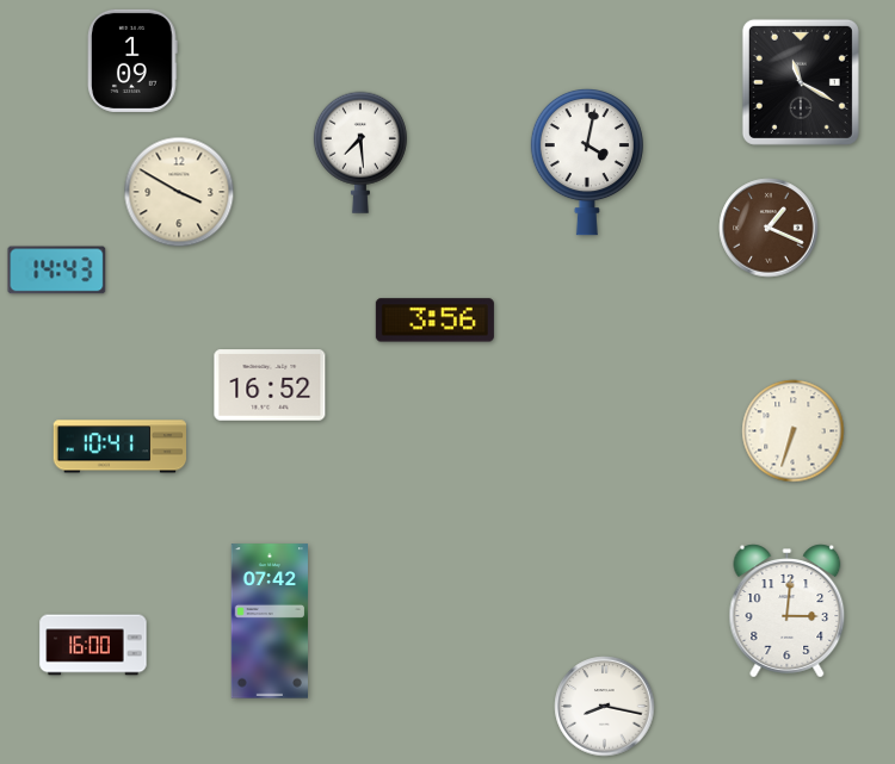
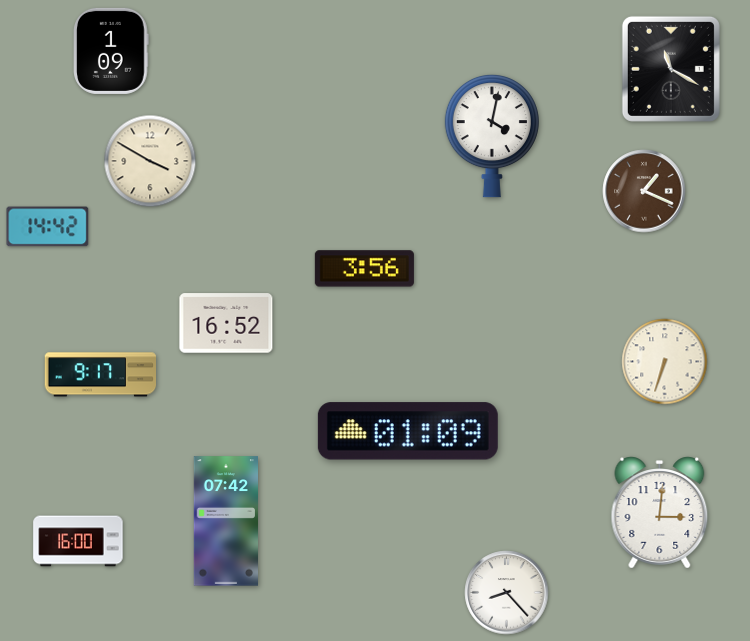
clock at (360, 153): 7:29 -> none
clock at (57, 271): 14:43 -> 14:42
clock at (121, 447): 10:41 -> 9:17
clock at (408, 431): none -> 01:09
clock at (605, 707): 8:17 -> 8:23
